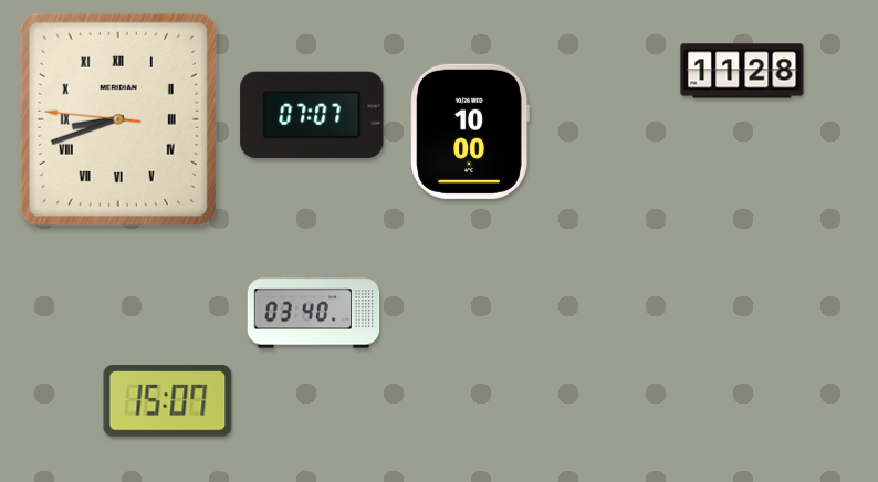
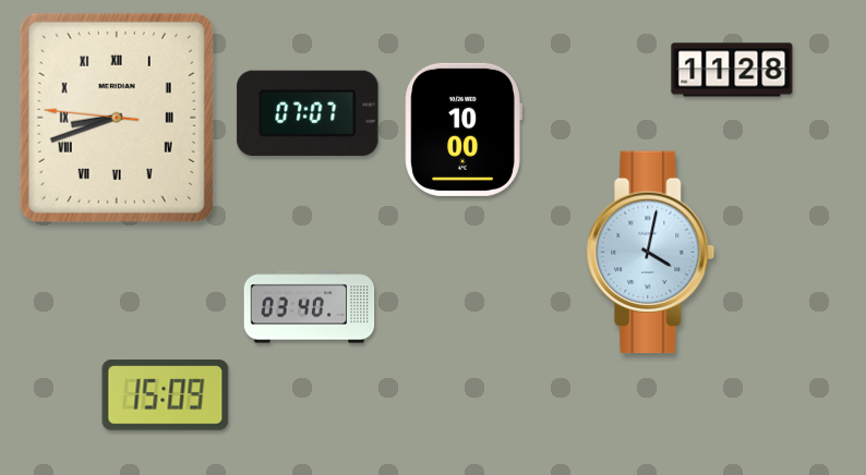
clock at (651, 253): none -> 4:02
clock at (168, 401): 15:07 -> 15:09
